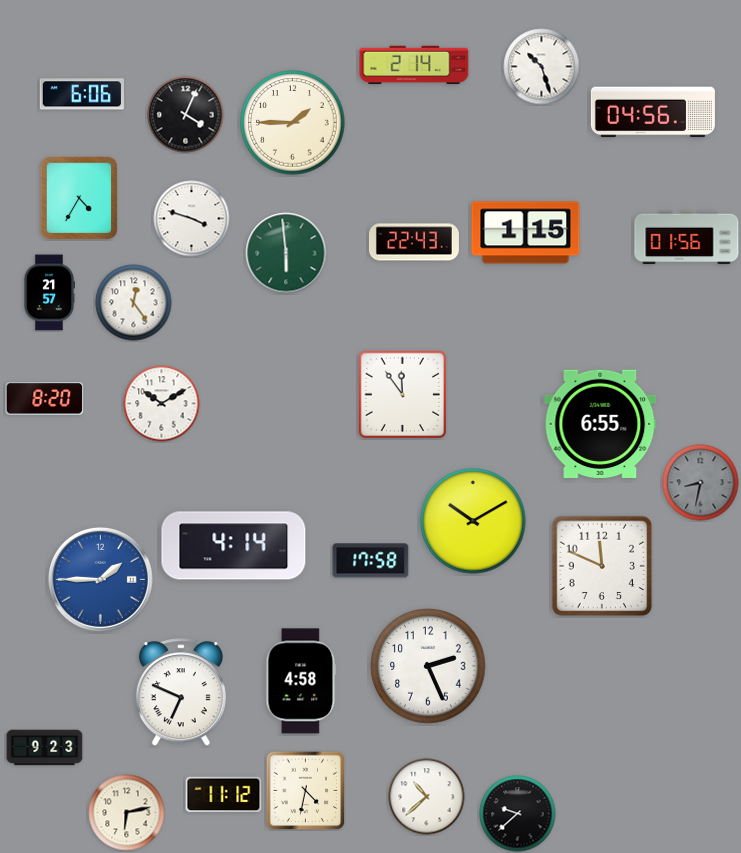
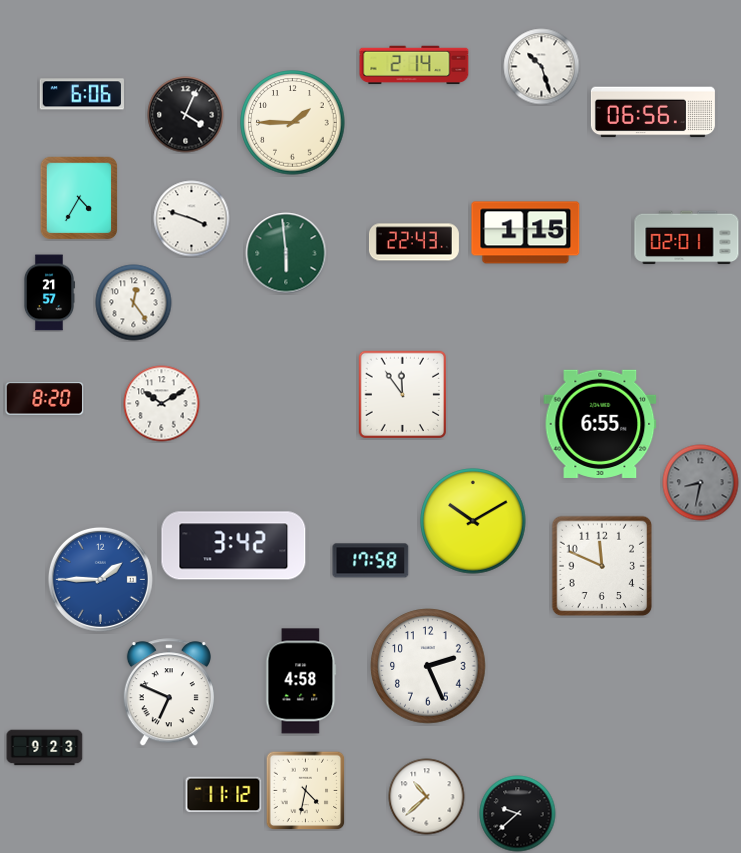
clock at (653, 112): 04:56 -> 06:56
clock at (687, 238): 01:56 -> 02:01
clock at (234, 546): 4:14 -> 3:42
clock at (181, 693) position: (181, 693) -> (169, 693)
clock at (127, 813): 6:13 -> none
